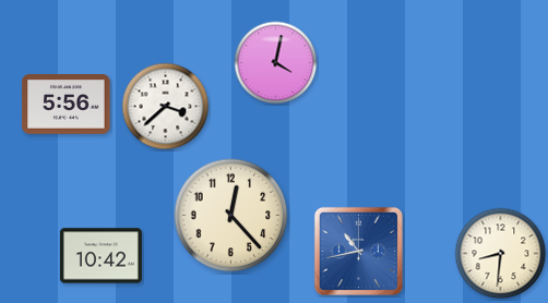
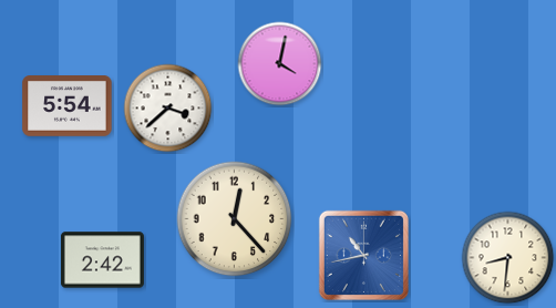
clock at (67, 105): 5:56 -> 5:54
clock at (100, 256): 10:42 -> 2:42
